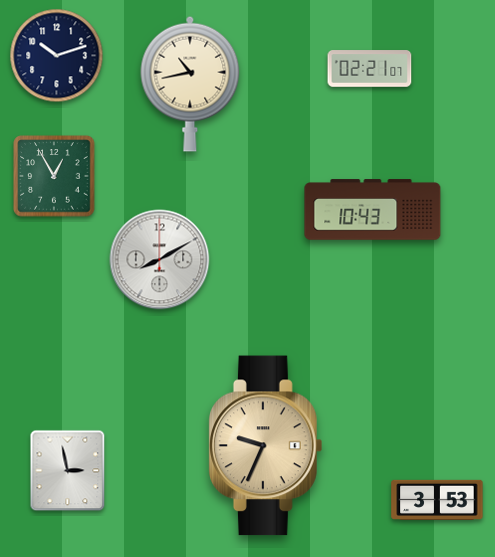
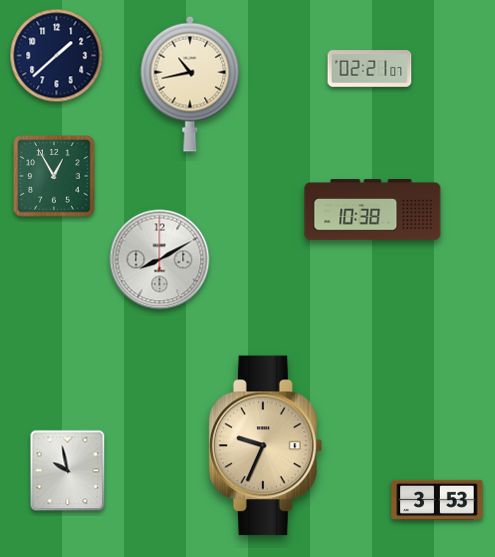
clock at (57, 56): 10:12 -> 1:38
clock at (373, 210): 10:43 -> 10:38
clock at (68, 471): 2:58 -> 9:58
